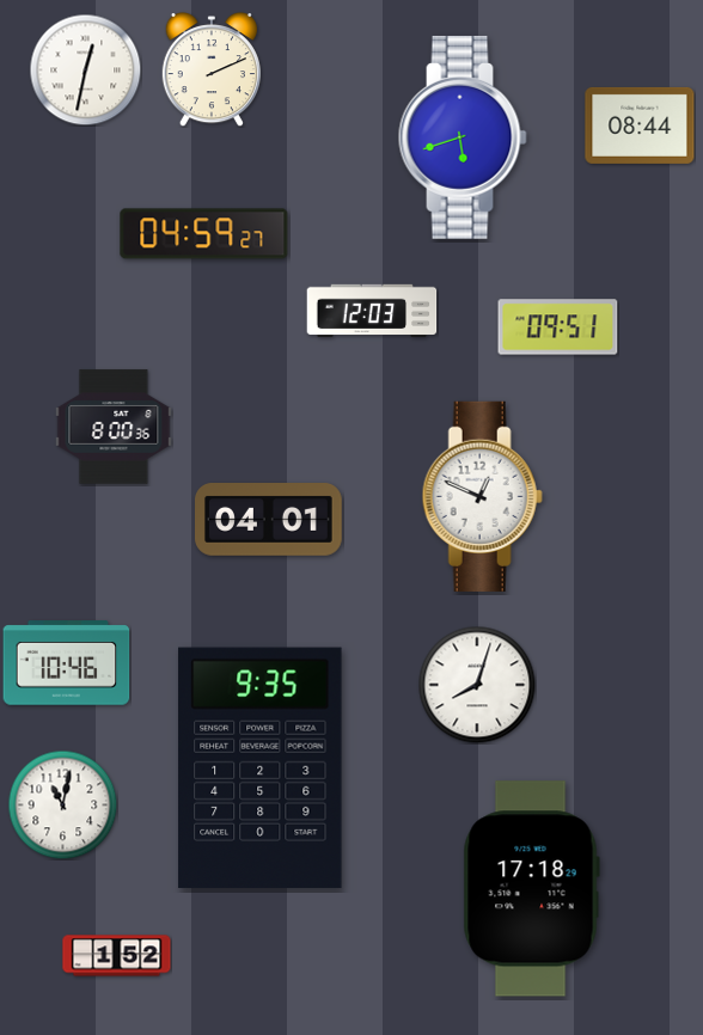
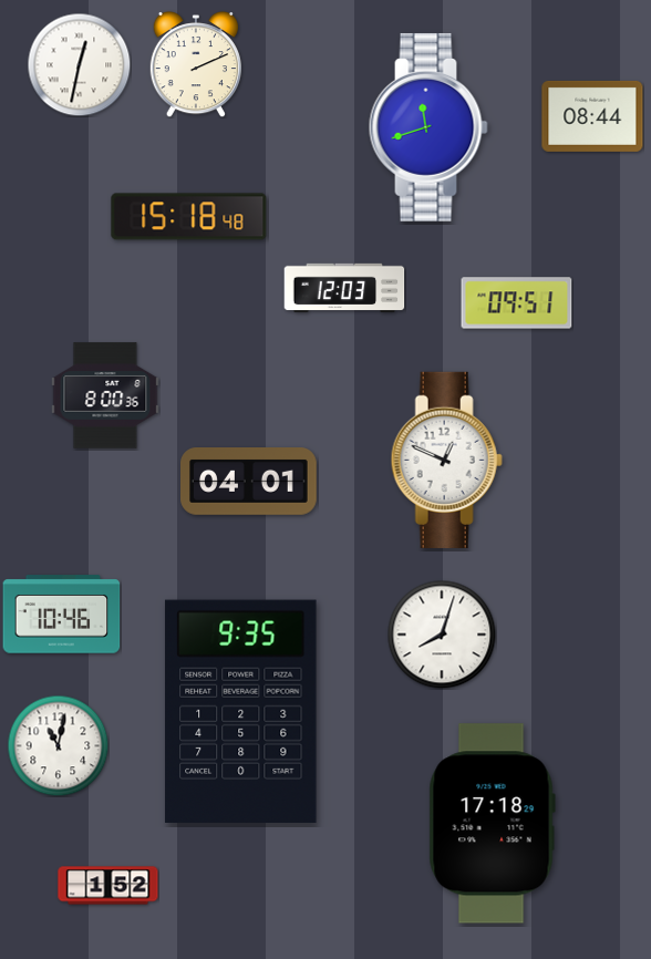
clock at (463, 137): 5:42 -> 11:42
clock at (204, 234): 04:59 -> 15:18
